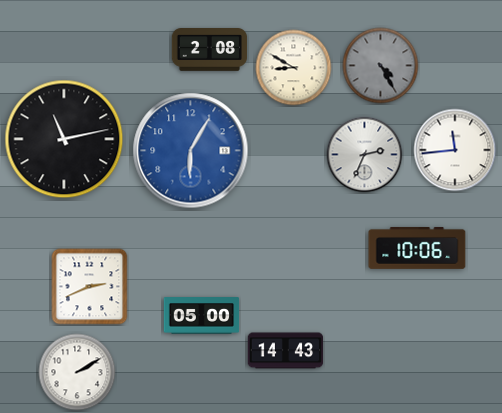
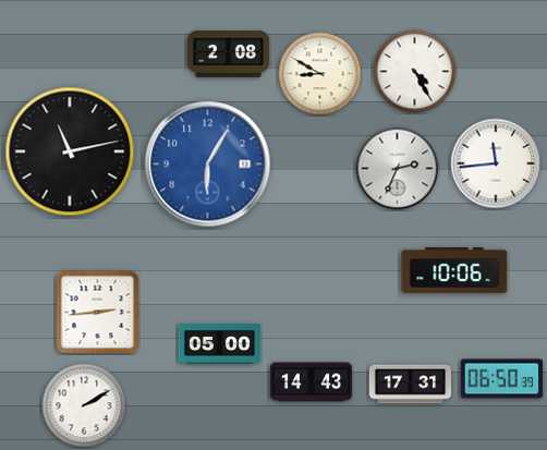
clock at (381, 66) dial: grey -> white
clock at (90, 287): 2:41 -> 2:44
clock at (502, 379): none -> 06:50
clock at (411, 385): none -> 17:31
